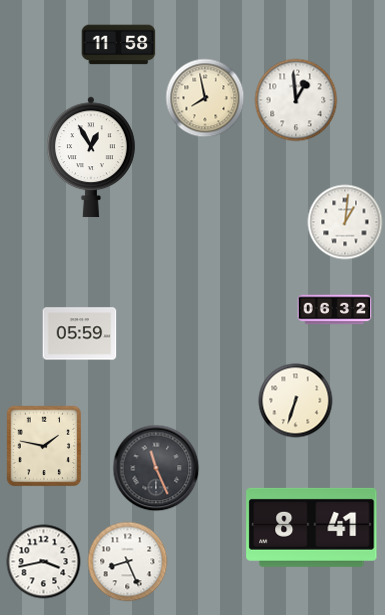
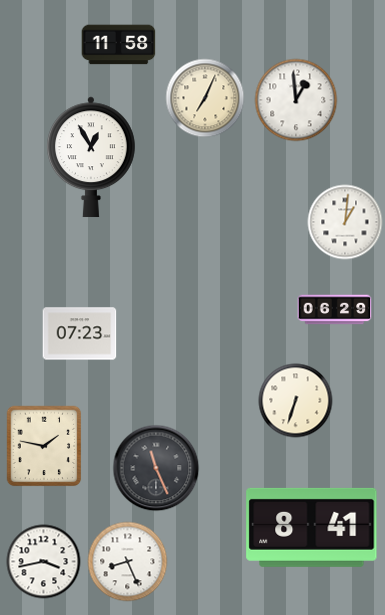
clock at (205, 98): 7:58 -> 7:04
clock at (335, 310): 06:32 -> 06:29
clock at (80, 334): 05:59 -> 07:23
